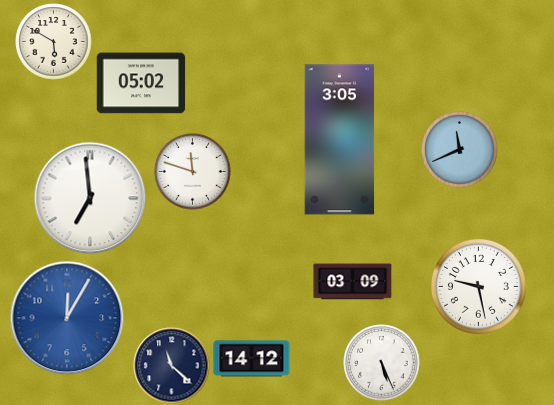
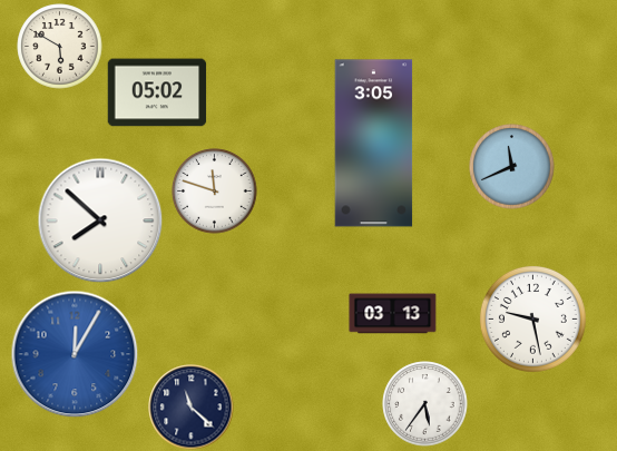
clock at (340, 140) position: (340, 140) -> (374, 144)
clock at (90, 198): 6:59 -> 7:52
clock at (353, 282): 03:09 -> 03:13
clock at (252, 359): 14:12 -> none
clock at (382, 363): 5:26 -> 5:36
